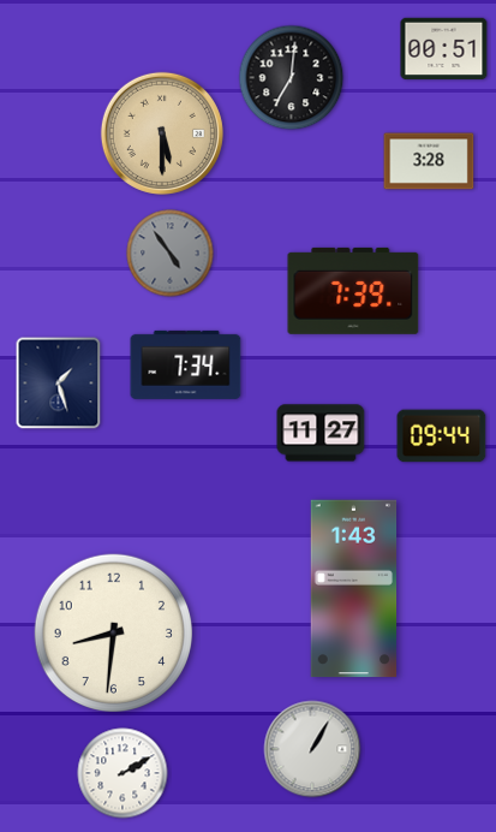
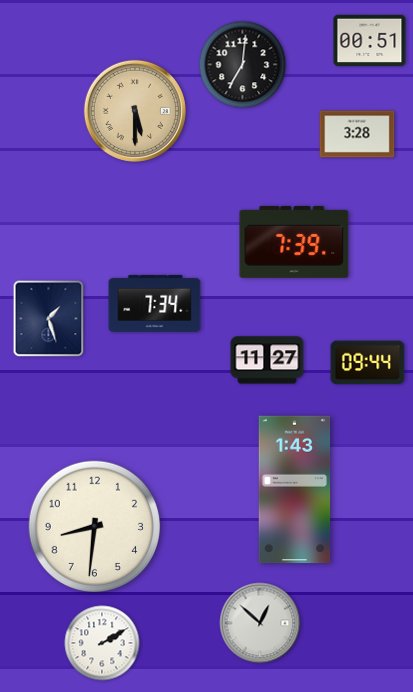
clock at (171, 254): 4:54 -> none
clock at (312, 749): 1:05 -> 12:52
